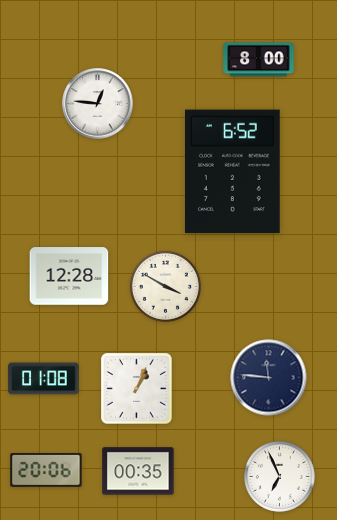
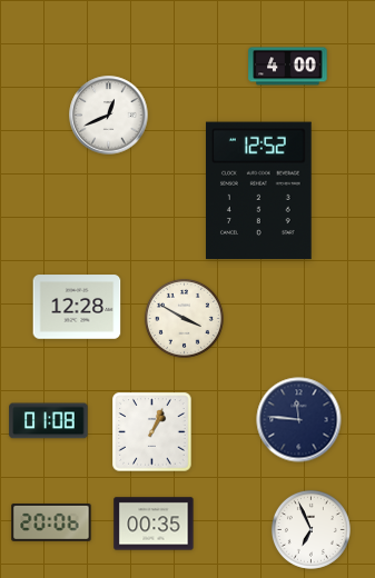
clock at (259, 60): 8:00 -> 4:00
clock at (98, 104): 12:46 -> 12:41
clock at (232, 172): 6:52 -> 12:52
